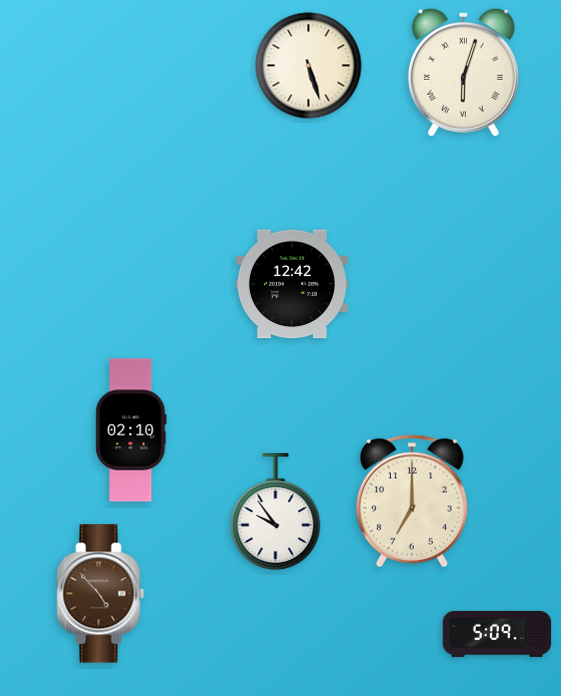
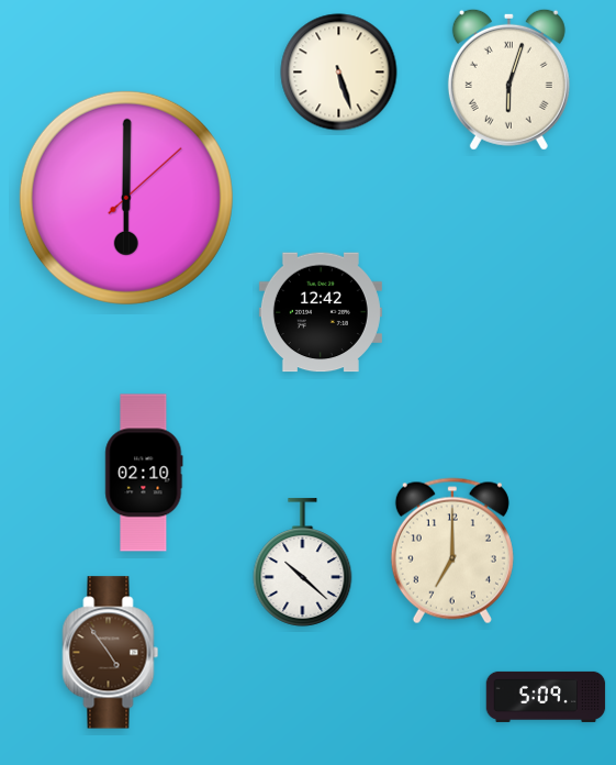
clock at (126, 198): none -> 6:00
clock at (276, 512): 9:54 -> 10:22
clock at (101, 594): 4:53 -> 4:54
